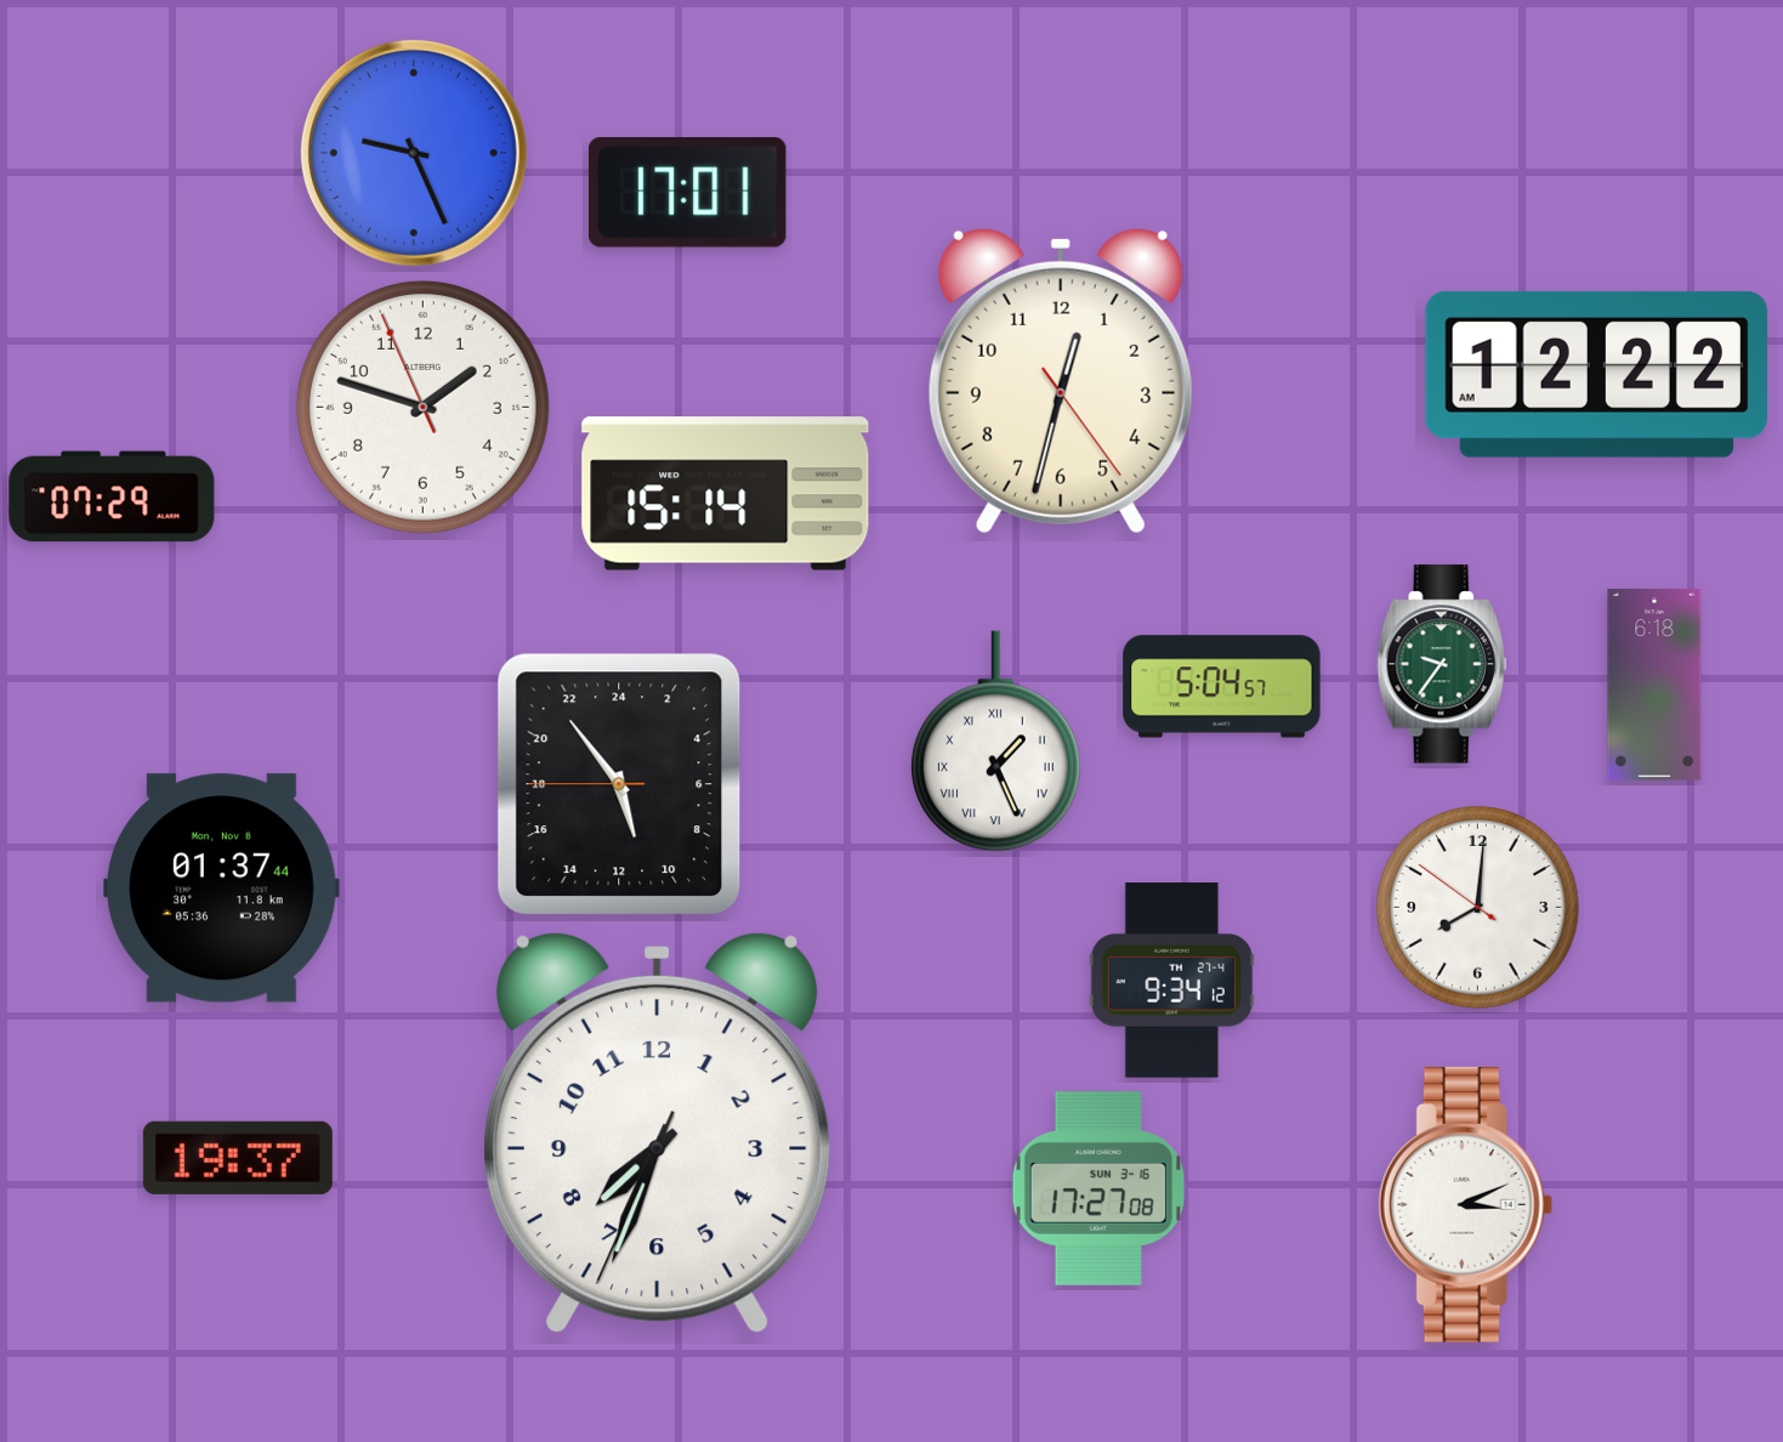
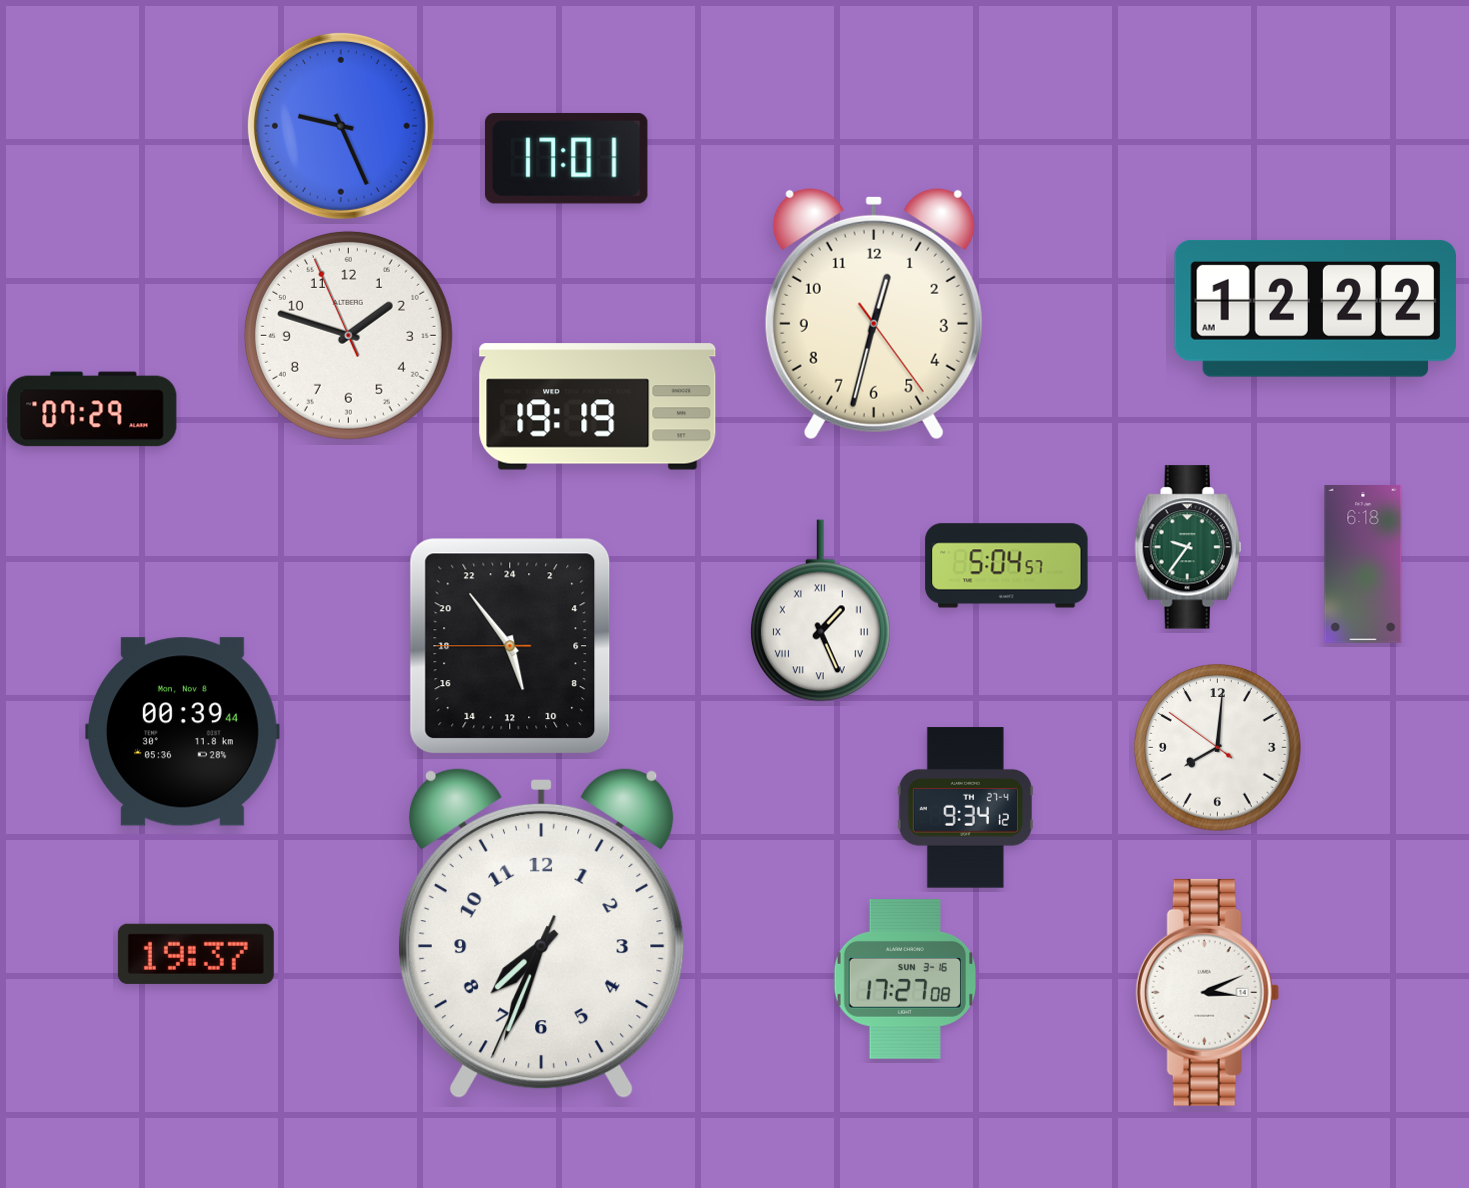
clock at (726, 494): 15:14 -> 19:19
clock at (222, 889): 01:37 -> 00:39
